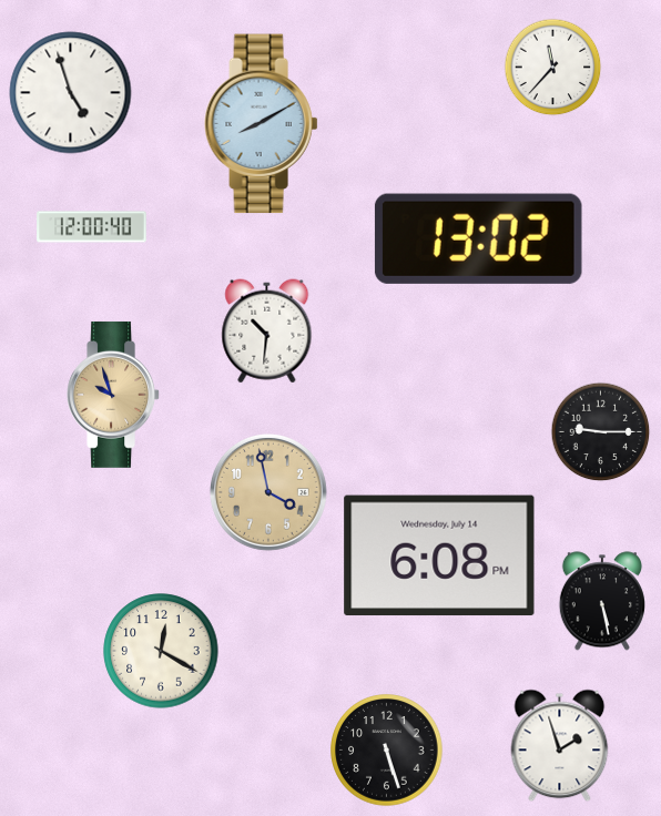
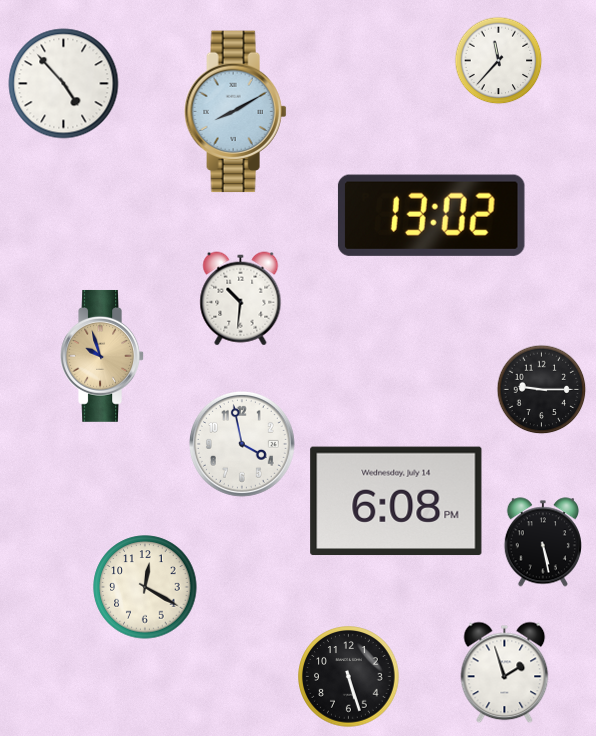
clock at (71, 93): 4:57 -> 4:53
clock at (92, 227): 12:00 -> none
clock at (268, 492) dial: champagne -> white
